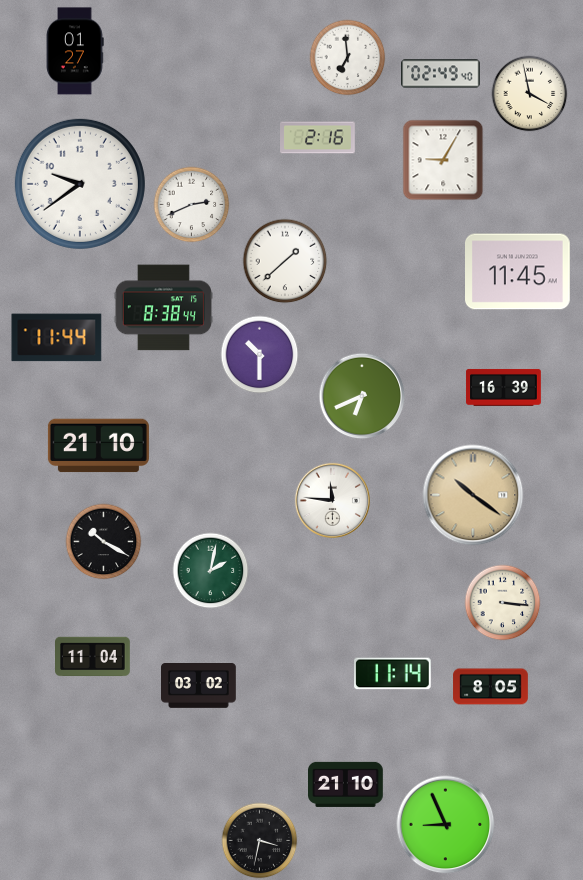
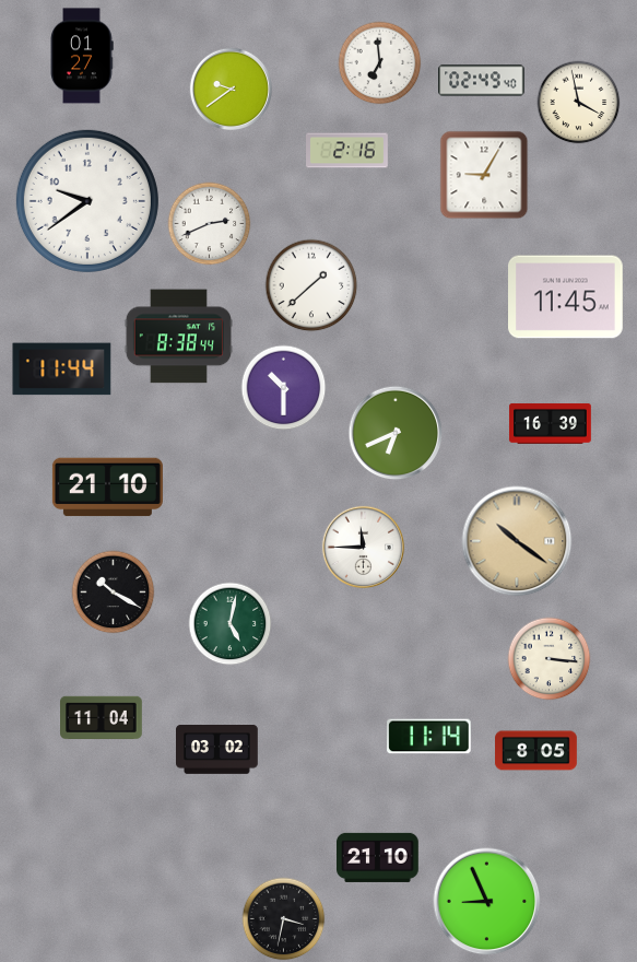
clock at (231, 89): none -> 9:39
clock at (332, 500): 11:46 -> 11:45
clock at (211, 571): 2:02 -> 5:02
